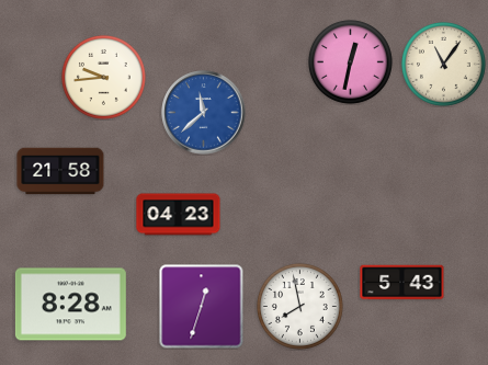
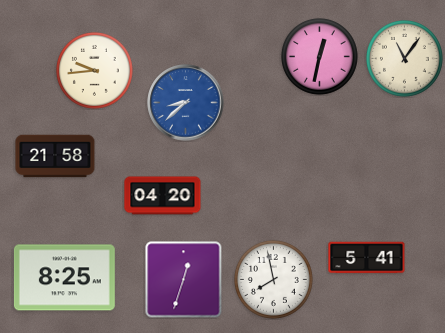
clock at (204, 113): 11:38 -> 8:38
clock at (179, 215): 04:23 -> 04:20
clock at (402, 283): 5:43 -> 5:41
clock at (70, 305): 8:28 -> 8:25
